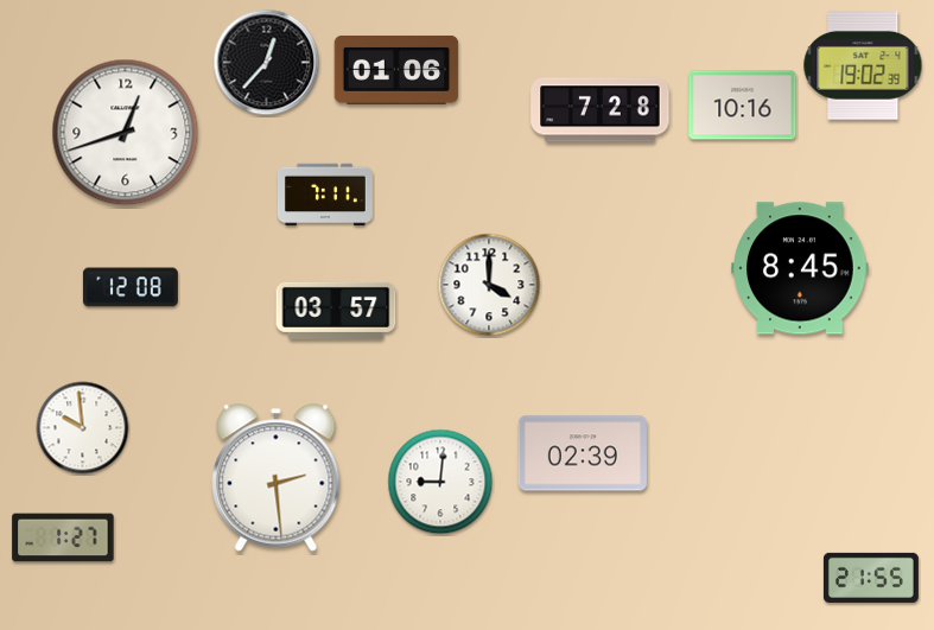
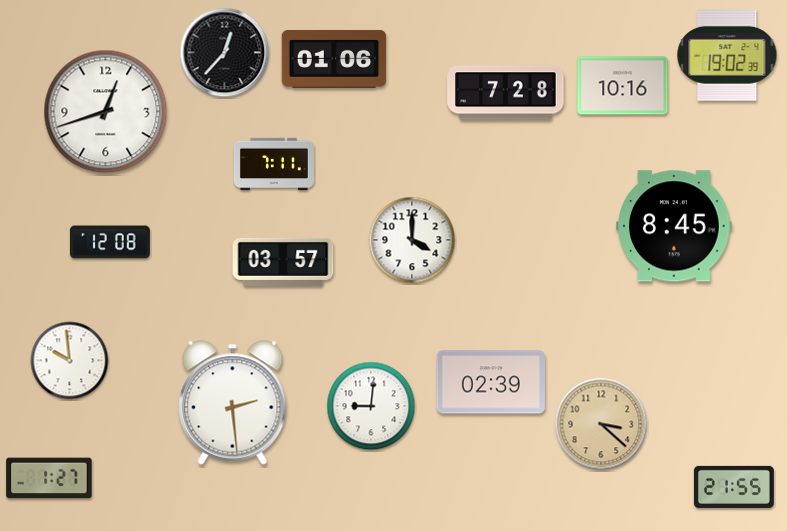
clock at (743, 106) position: (743, 106) -> (623, 86)
clock at (601, 424): none -> 3:22
clock at (63, 537) position: (63, 537) -> (49, 478)
